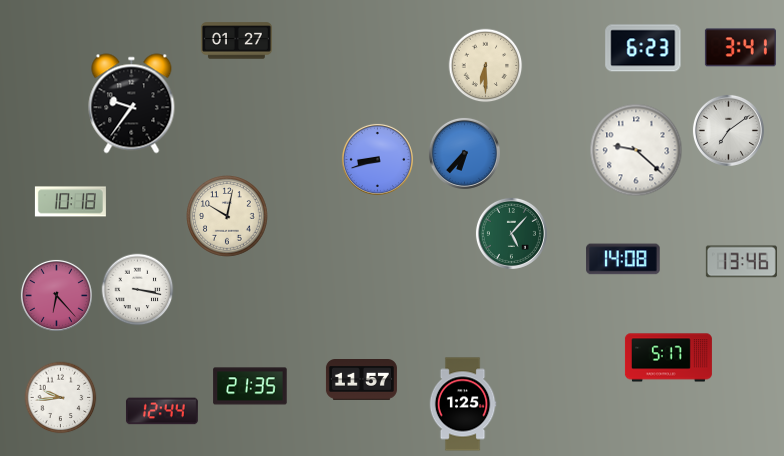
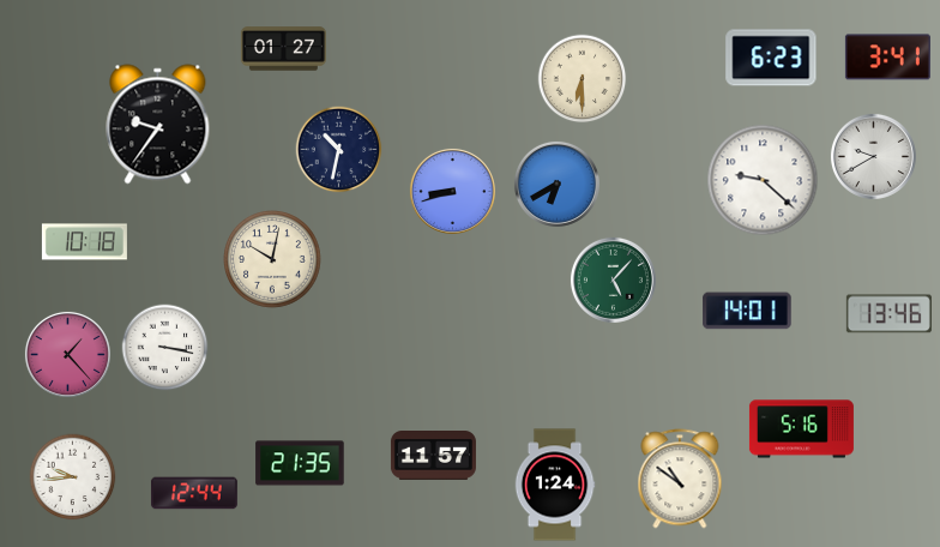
clock at (339, 150): none -> 10:32
clock at (728, 130): 7:09 -> 9:40
clock at (464, 153): 6:37 -> 6:40
clock at (623, 259): 14:08 -> 14:01
clock at (56, 295): 6:23 -> 1:23
clock at (668, 358): 5:17 -> 5:16
clock at (680, 479): none -> 10:51
clock at (463, 404): 1:25 -> 1:24
